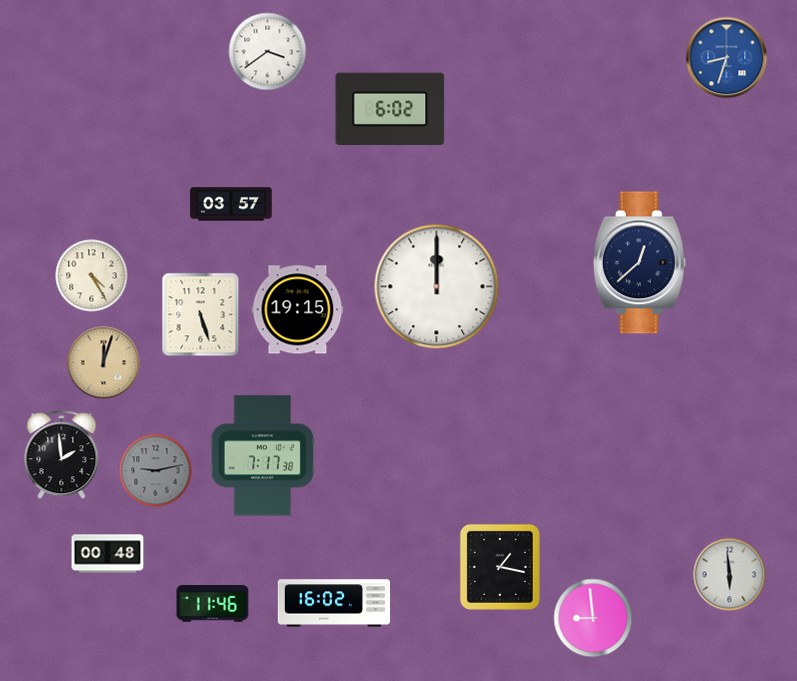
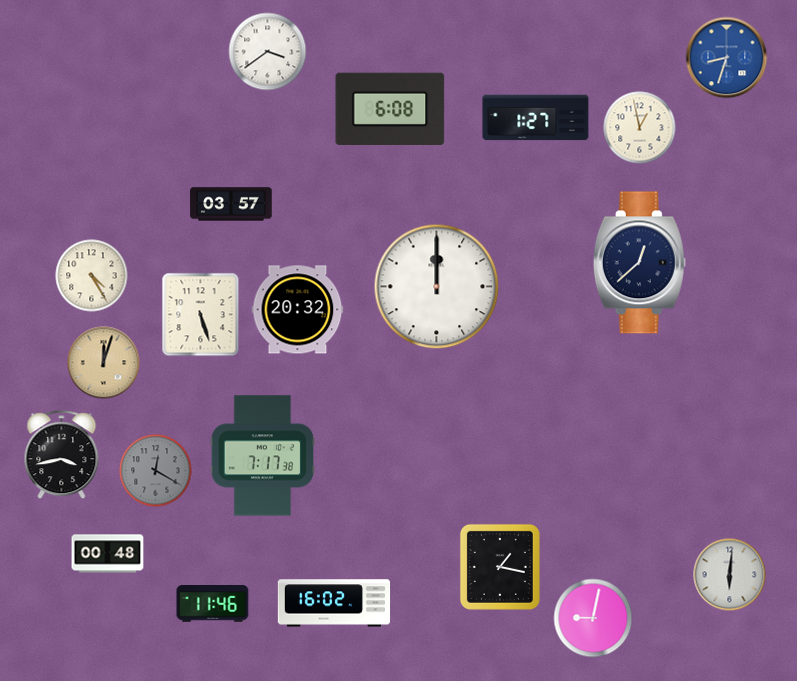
clock at (390, 108): 6:02 -> 6:08
clock at (536, 118): none -> 1:27
clock at (640, 128): none -> 12:58
clock at (298, 310): 19:15 -> 20:32
clock at (62, 455): 1:59 -> 3:43
clock at (156, 471): 9:13 -> 12:20
clock at (730, 575): 5:59 -> 6:01
clock at (593, 618): 8:59 -> 9:02
